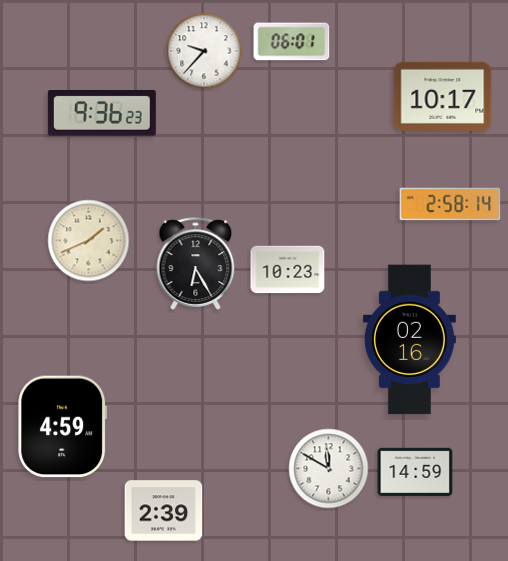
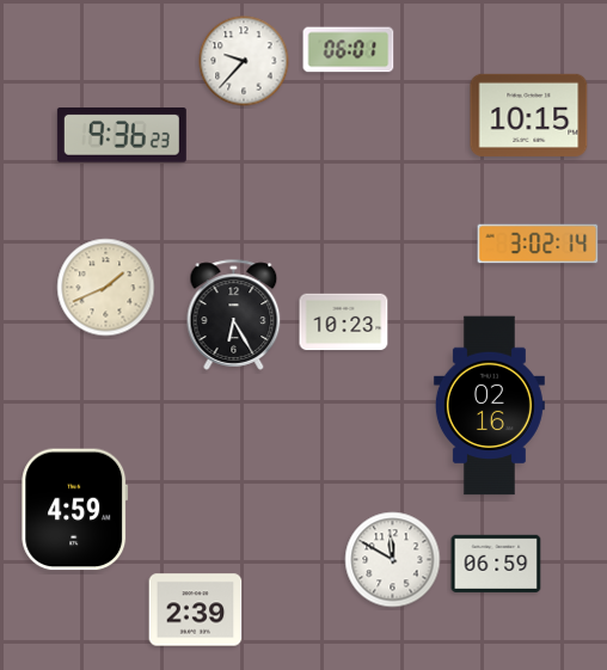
clock at (443, 96): 10:17 -> 10:15
clock at (450, 204): 2:58 -> 3:02
clock at (415, 471): 14:59 -> 06:59
